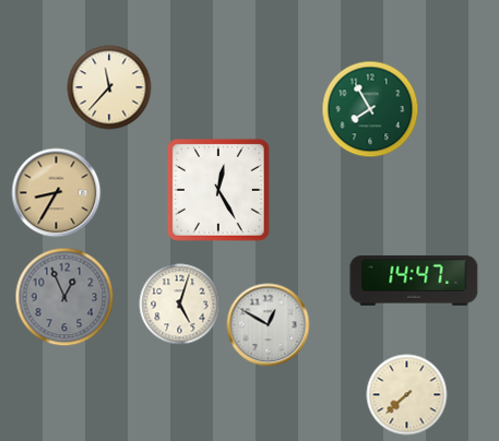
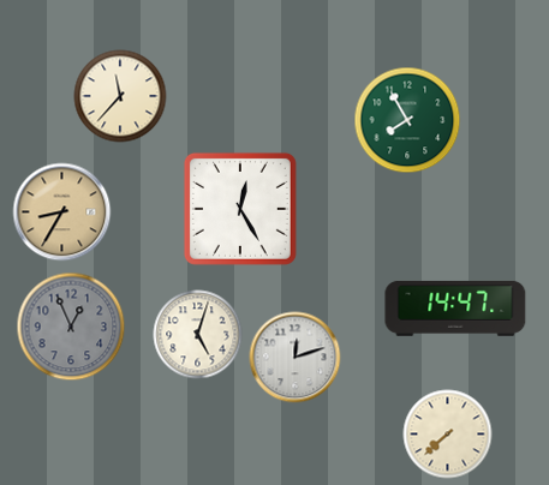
clock at (269, 325): 12:50 -> 12:12
